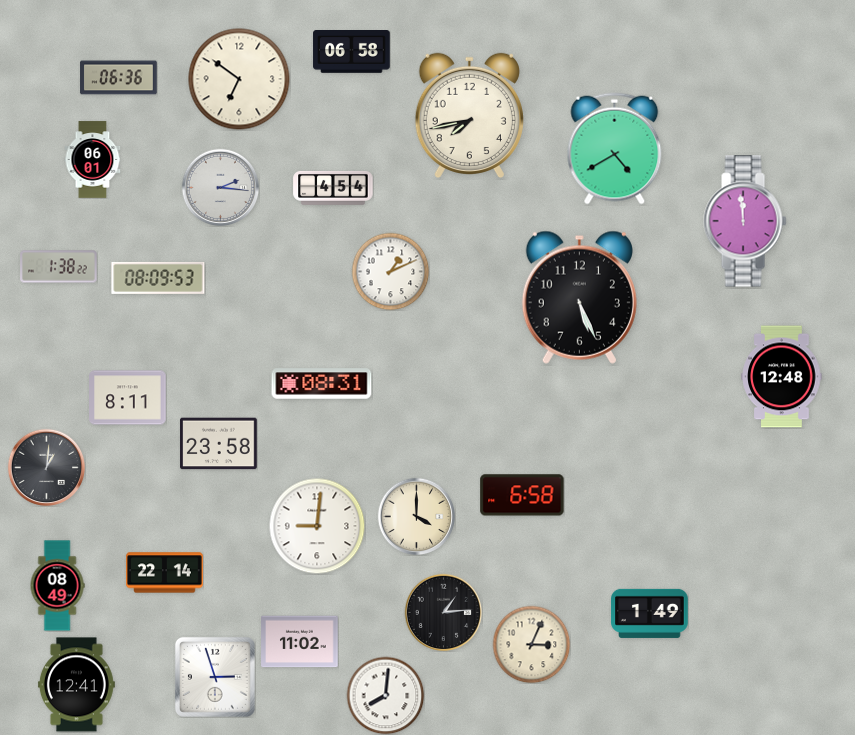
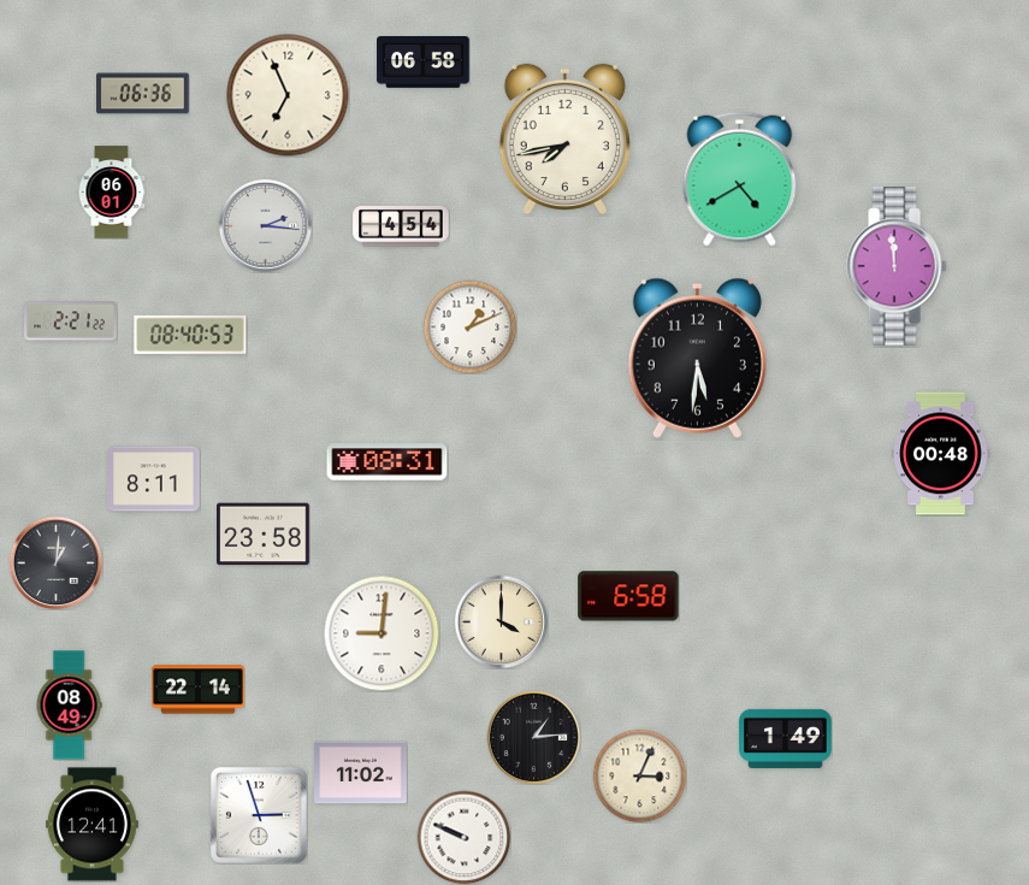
clock at (239, 79): 6:51 -> 6:56
clock at (59, 267): 1:38 -> 2:21
clock at (158, 278): 08:09 -> 08:40
clock at (579, 297): 5:26 -> 5:31
clock at (782, 377): 12:48 -> 00:48
clock at (650, 613) position: (650, 613) -> (786, 738)
clock at (385, 695): 8:01 -> 9:49
